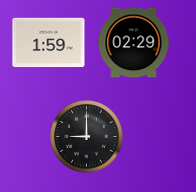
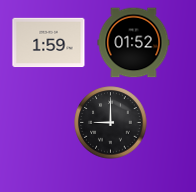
clock at (134, 43): 02:29 -> 01:52
clock at (87, 137) position: (87, 137) -> (111, 123)
